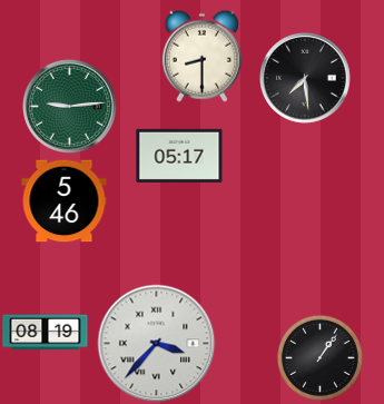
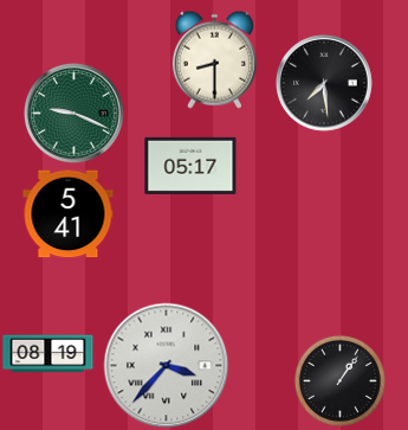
clock at (69, 106): 9:14 -> 9:19
clock at (65, 201): 5:46 -> 5:41
